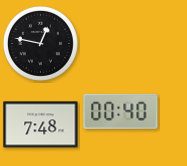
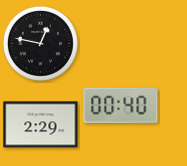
clock at (121, 111) position: (121, 111) -> (121, 105)
clock at (41, 125): 7:48 -> 2:29
